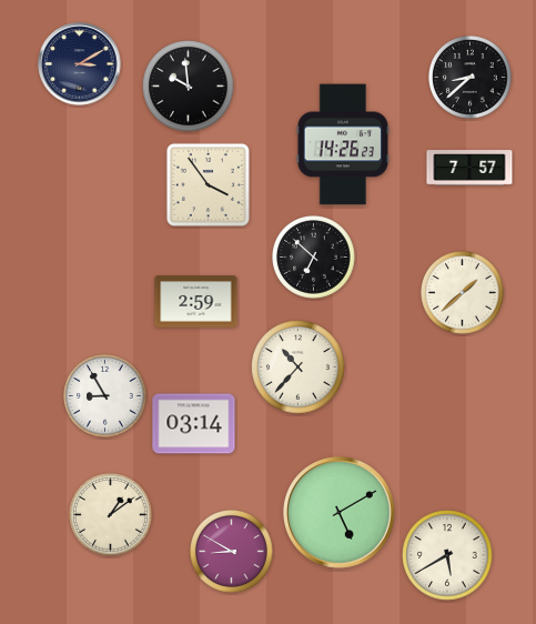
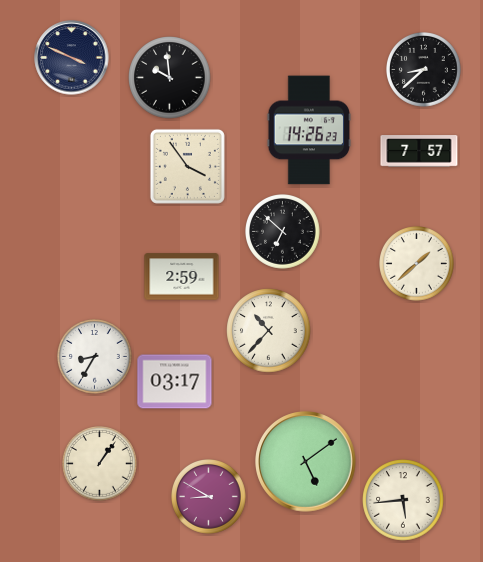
clock at (80, 64): 3:10 -> 3:49
clock at (469, 168) position: (469, 168) -> (419, 151)
clock at (196, 302) position: (196, 302) -> (182, 277)
clock at (105, 396): 8:55 -> 8:35
clock at (194, 424): 03:14 -> 03:17
clock at (340, 513): 5:10 -> 5:09
clock at (111, 515): 1:09 -> 1:06
clock at (447, 555): 5:40 -> 5:44
